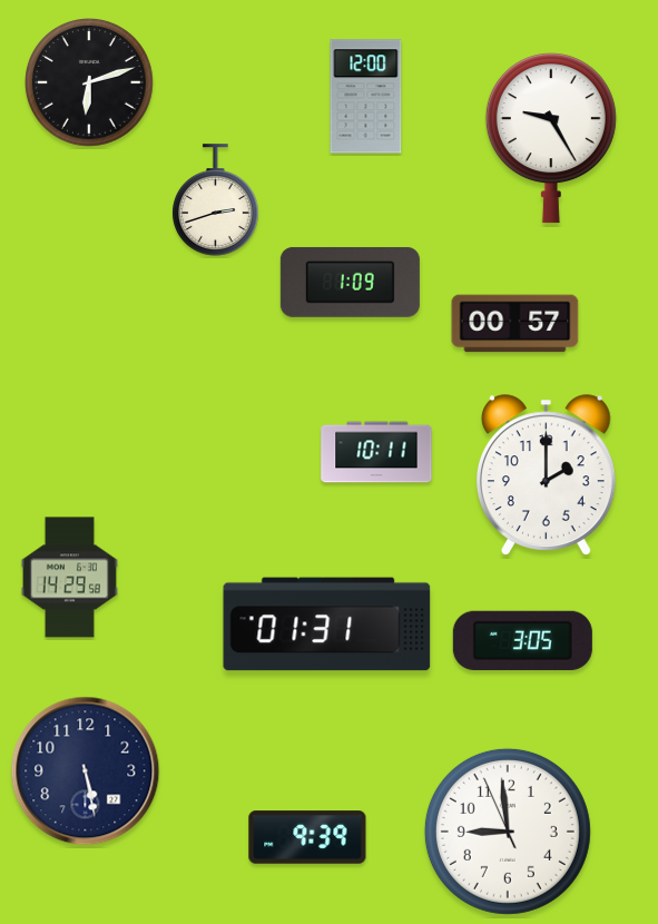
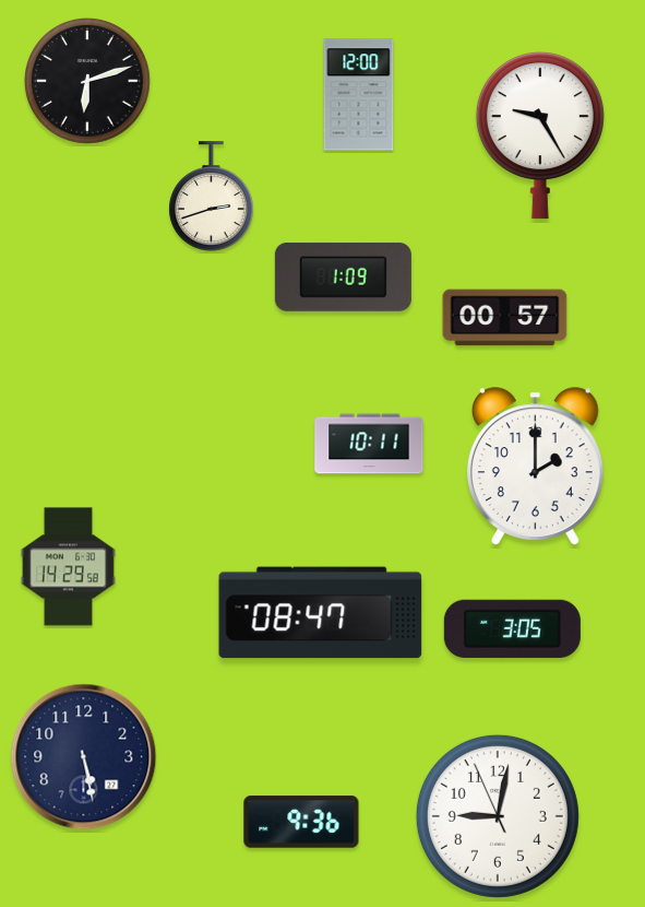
clock at (327, 625): 01:31 -> 08:47
clock at (508, 832): 8:58 -> 9:01
clock at (307, 837): 9:39 -> 9:36
